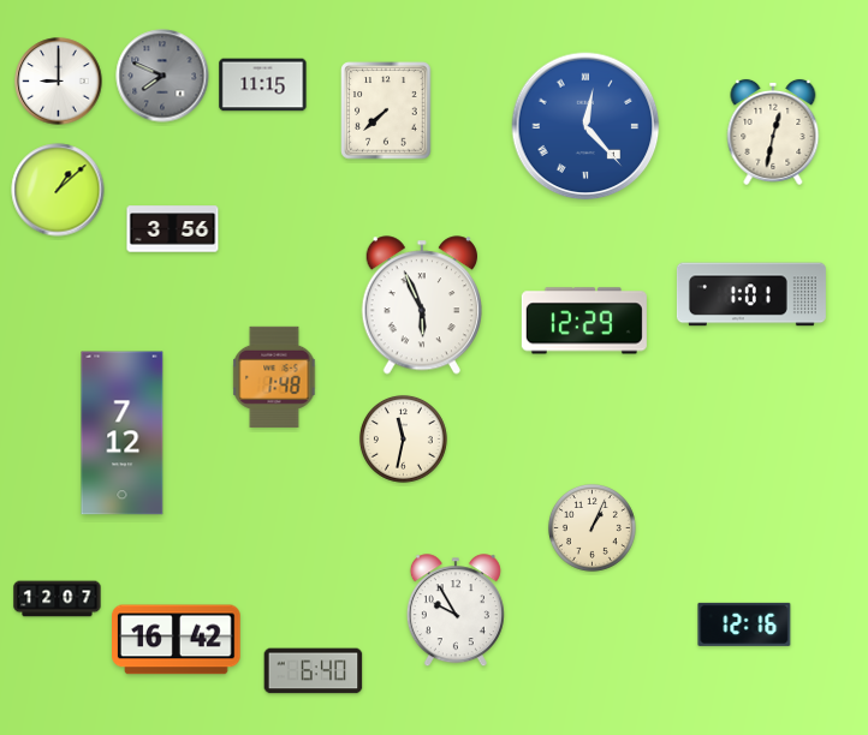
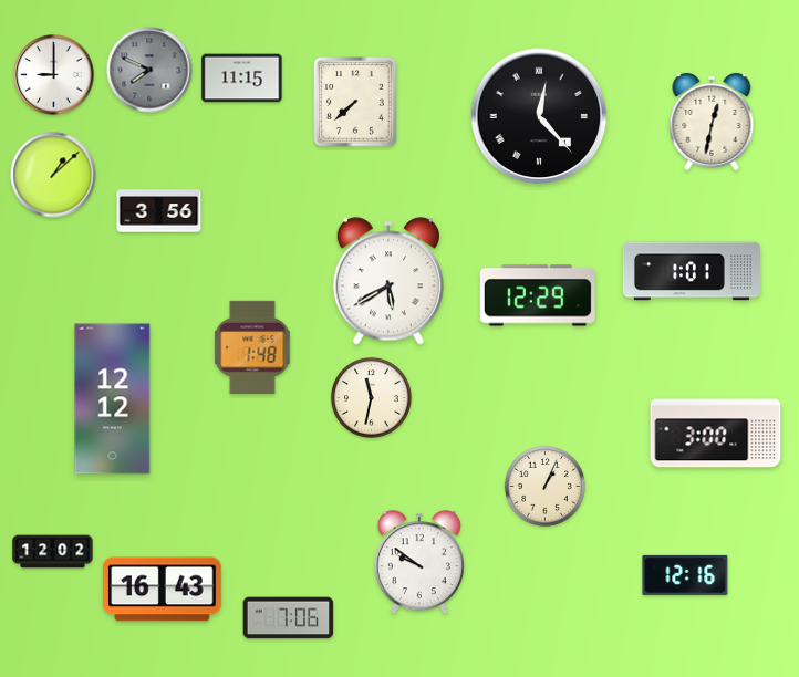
clock at (585, 126) dial: blue -> black
clock at (421, 305): 5:56 -> 5:40
clock at (123, 434): 7:12 -> 12:12
clock at (403, 438) position: (403, 438) -> (371, 397)
clock at (716, 434): none -> 3:00
clock at (58, 599): 12:07 -> 12:02
clock at (456, 611): 9:55 -> 9:51
clock at (177, 640): 16:42 -> 16:43
clock at (314, 671): 6:40 -> 7:06
